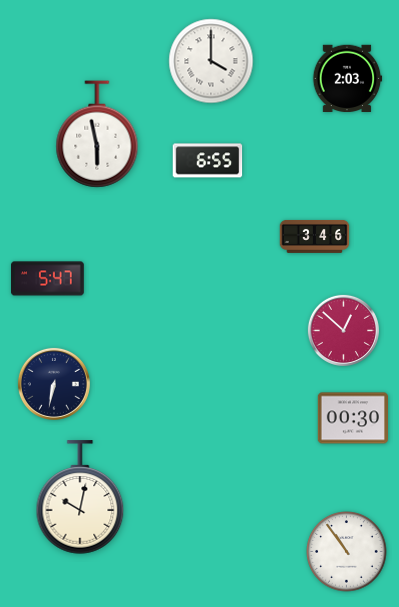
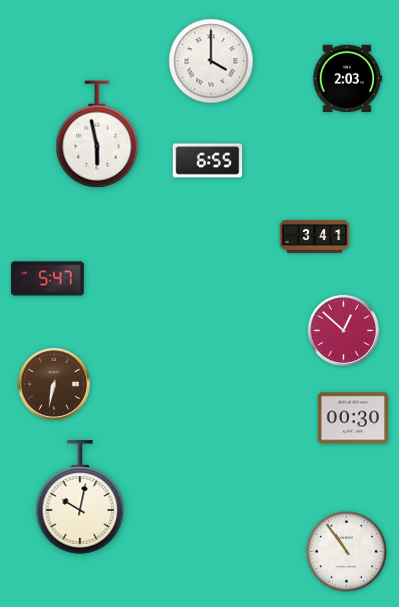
clock at (315, 236): 3:46 -> 3:41
clock at (54, 384) dial: navy -> brown
